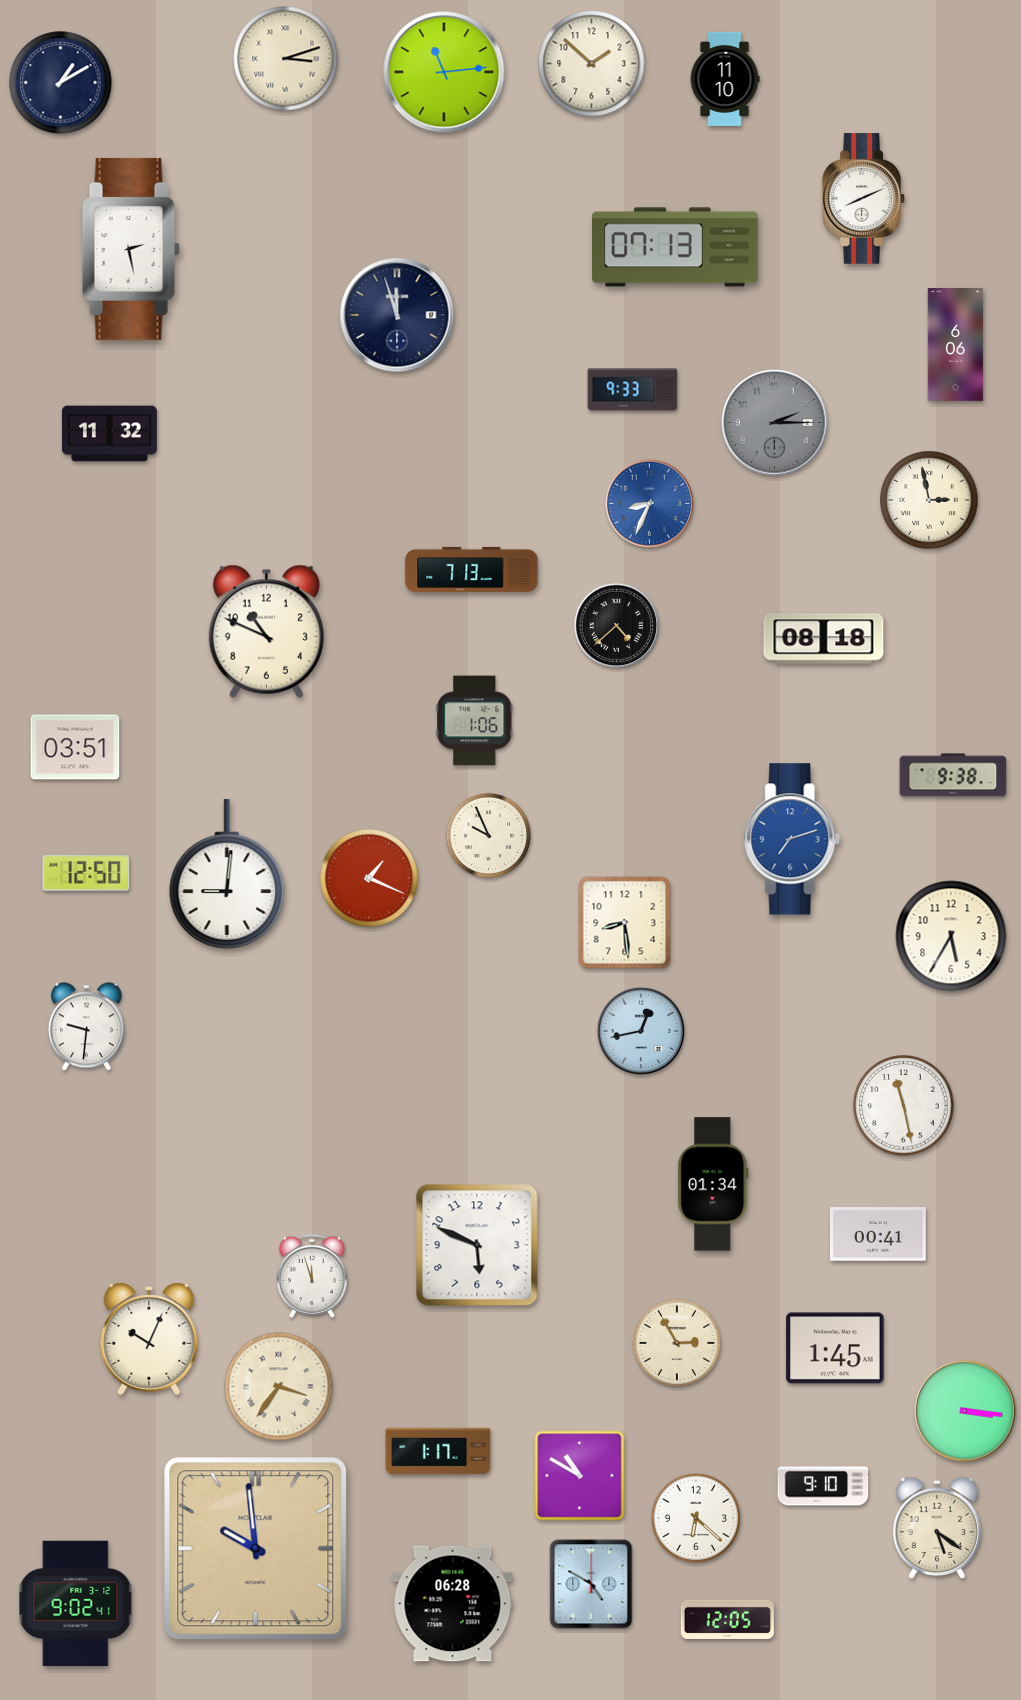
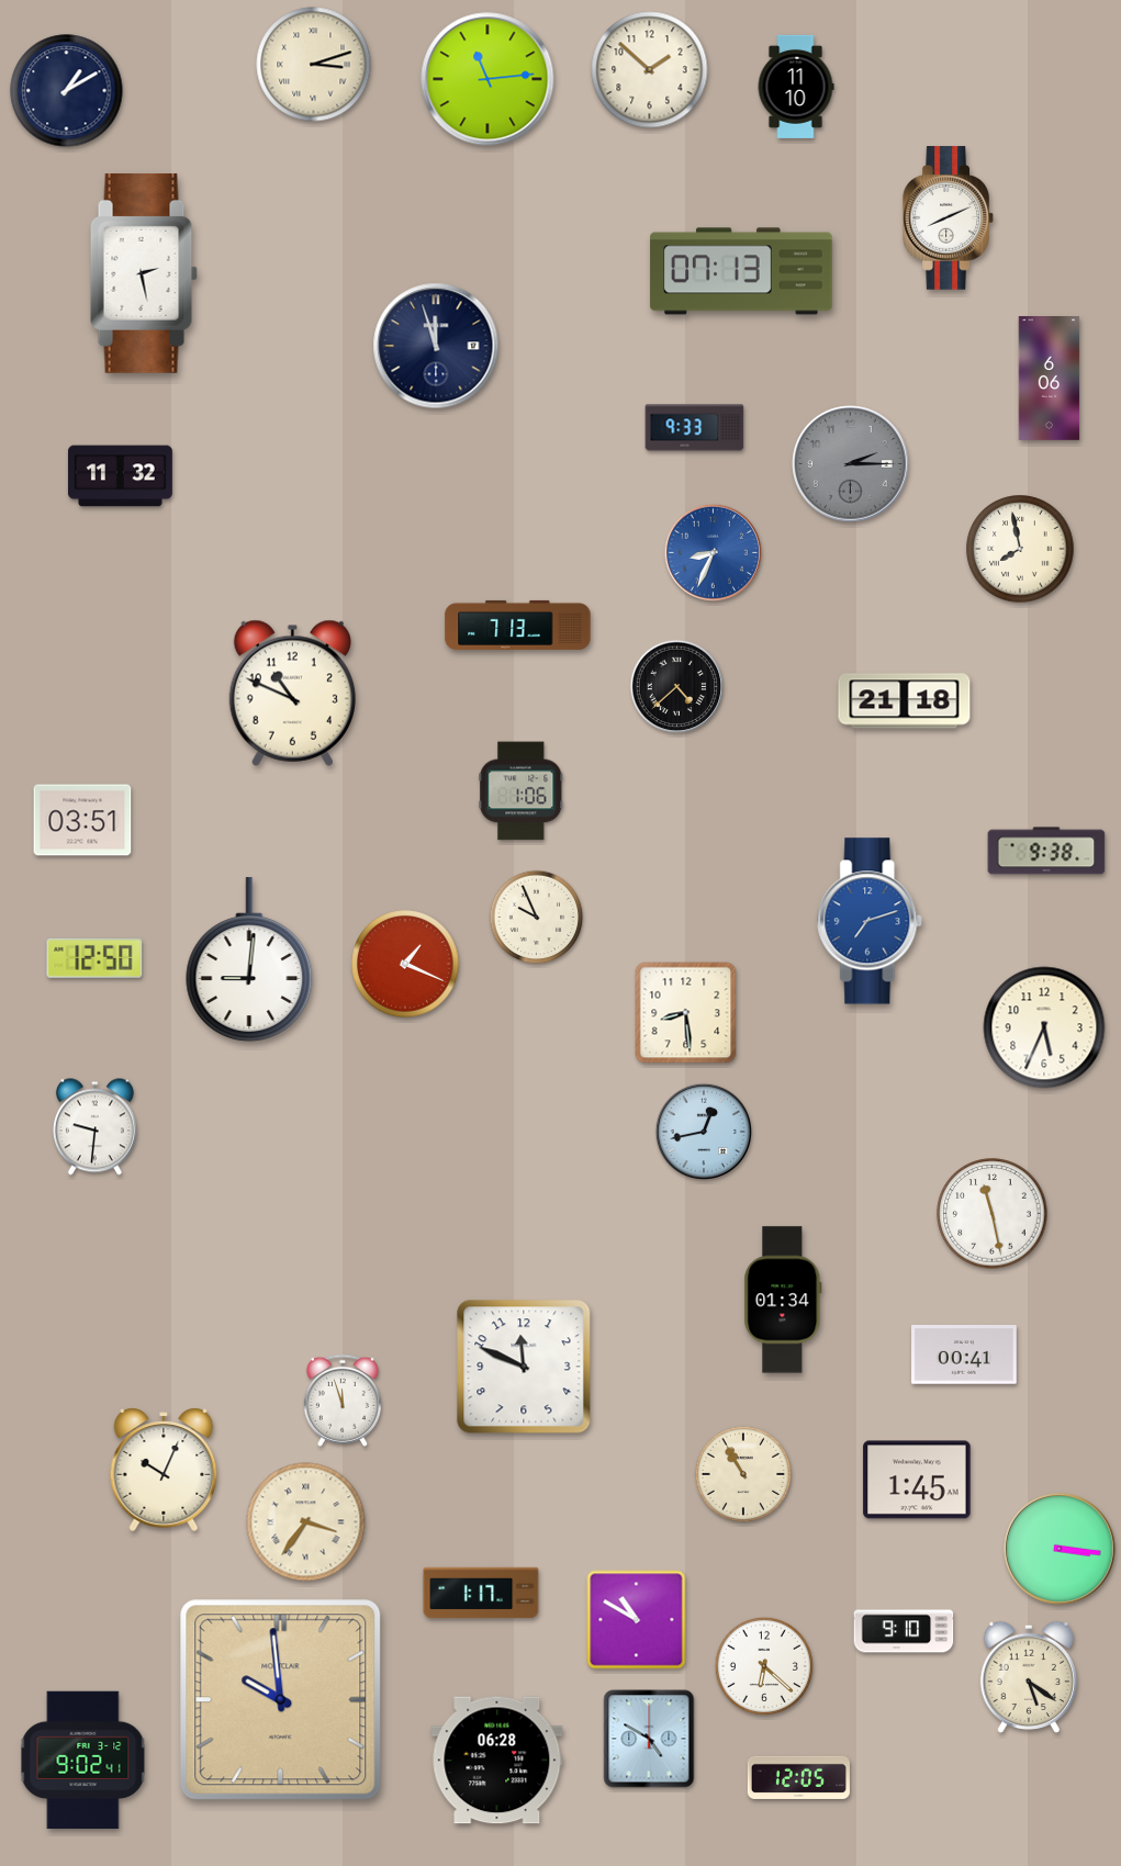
clock at (929, 500): 2:58 -> 7:58
clock at (824, 639): 08:18 -> 21:18
clock at (951, 936): 5:35 -> 5:34
clock at (477, 1245): 5:49 -> 11:49
clock at (677, 1343): 2:55 -> 10:55
